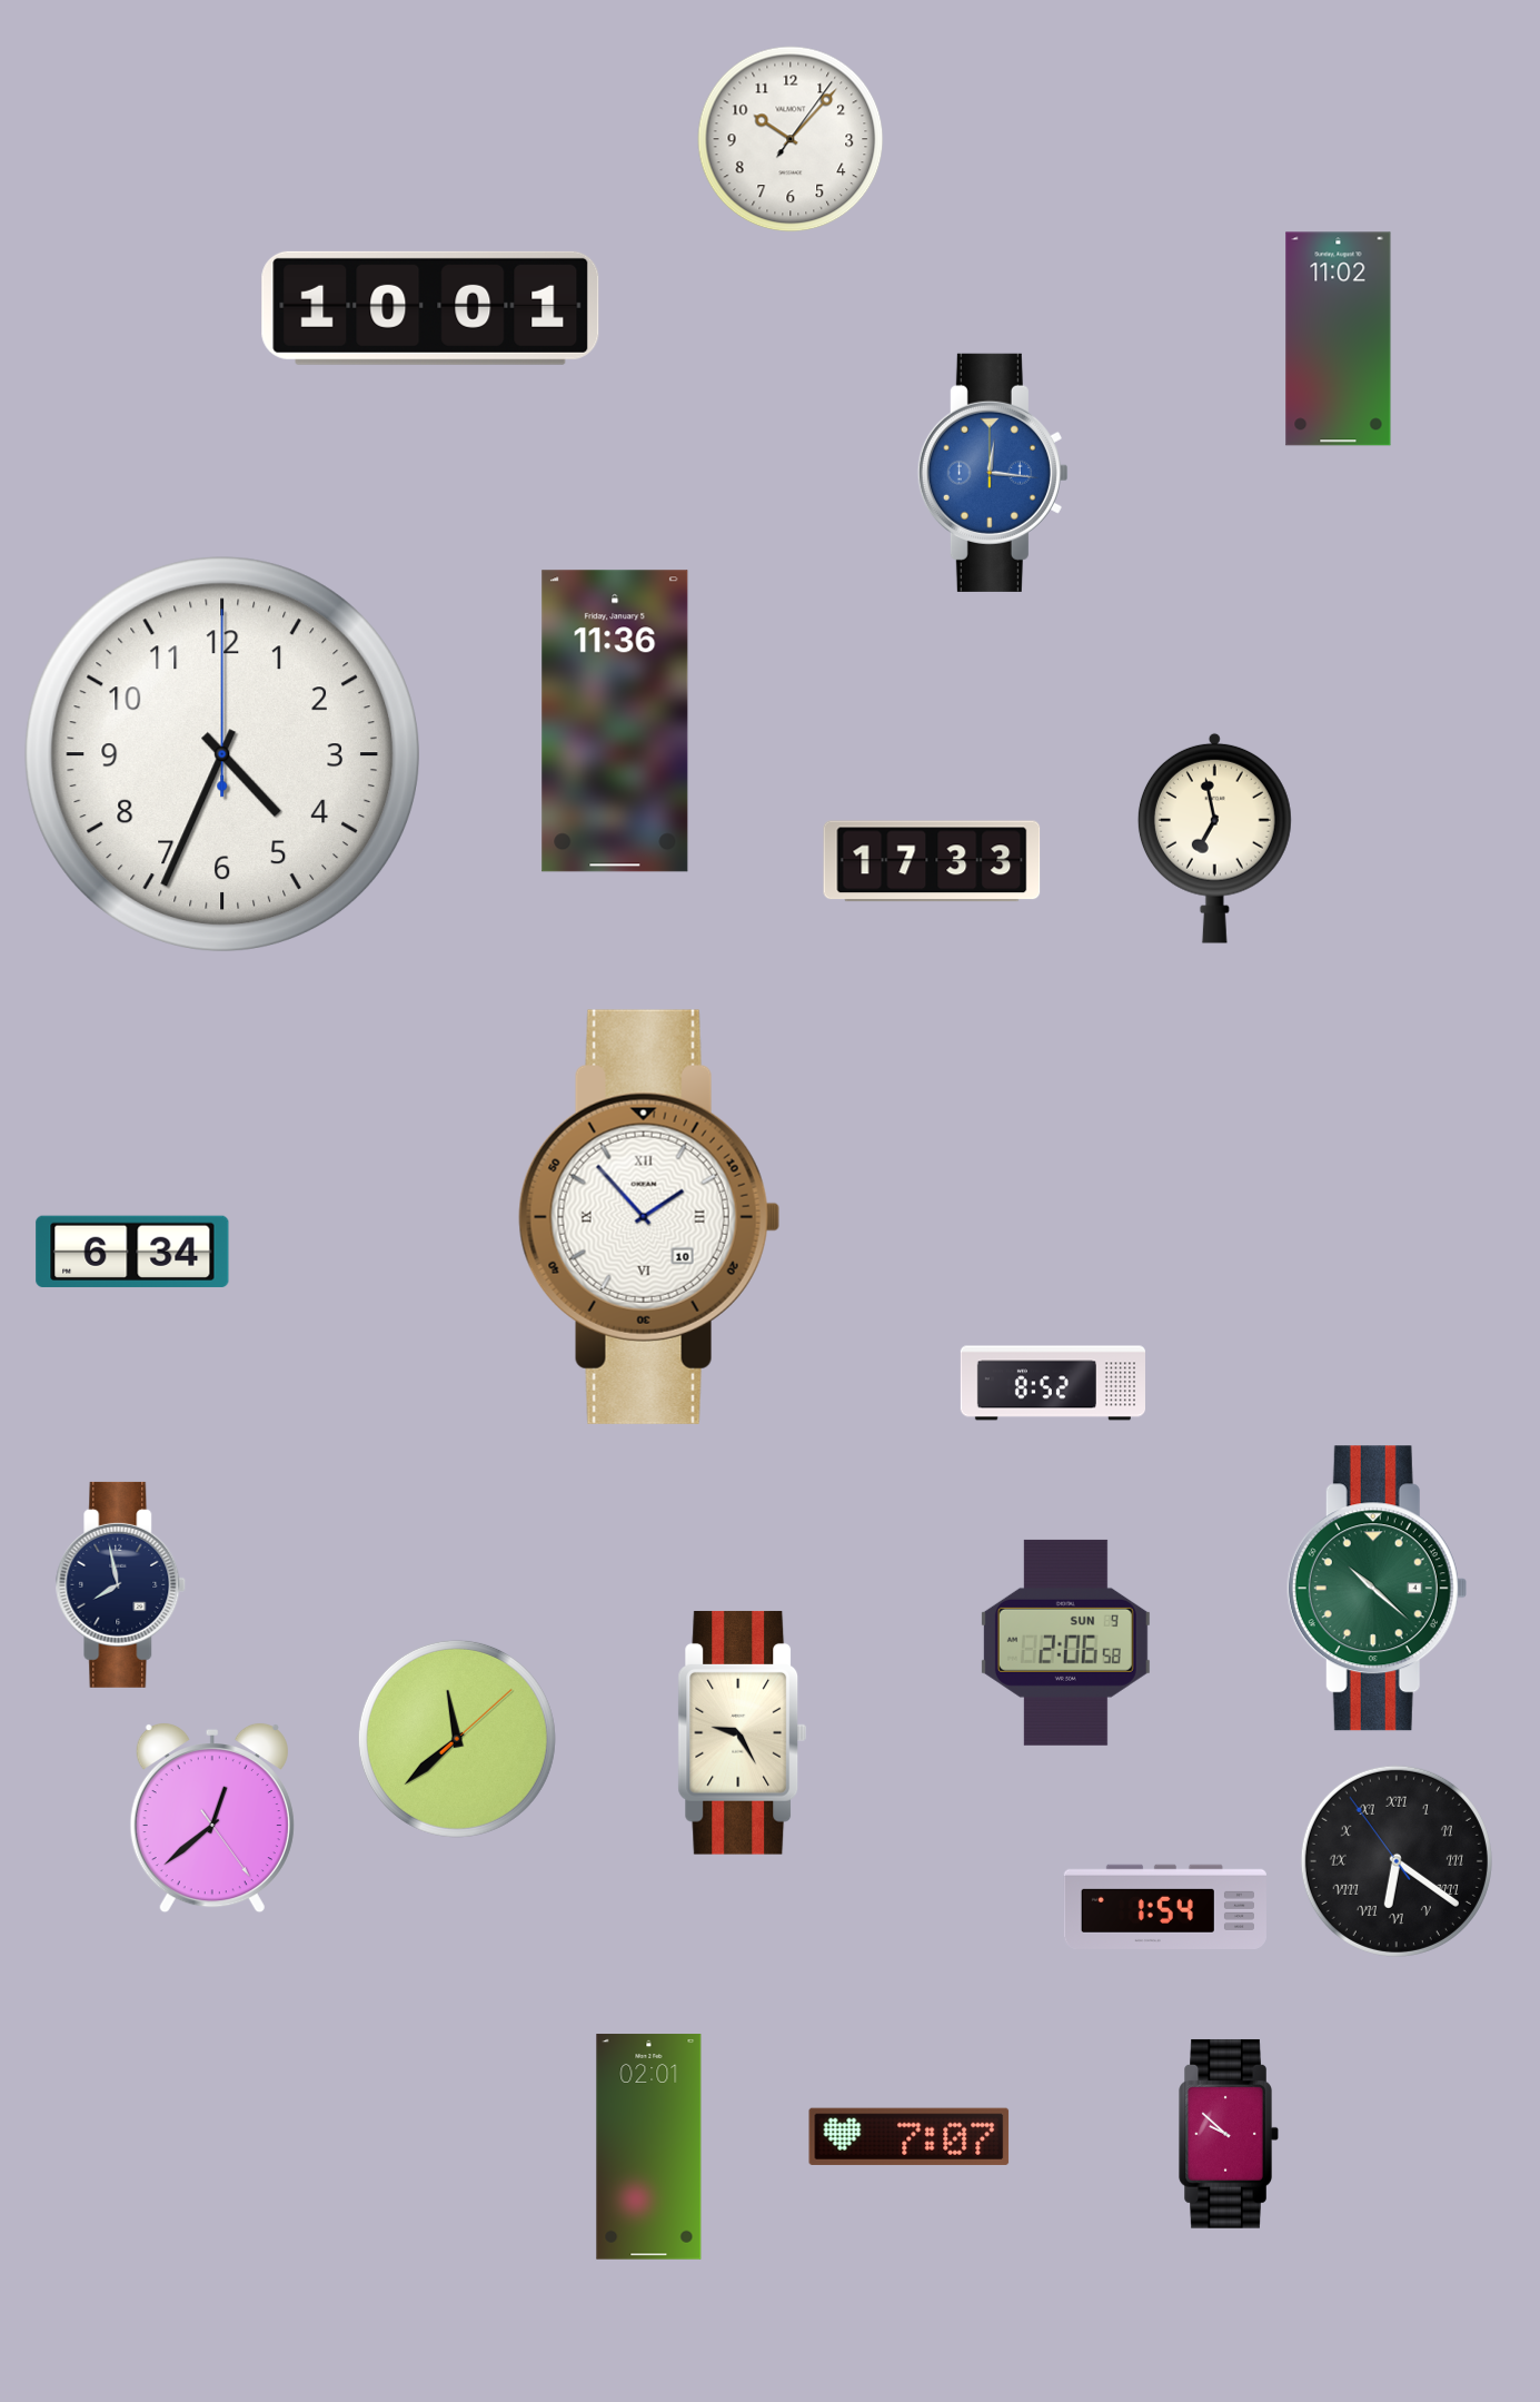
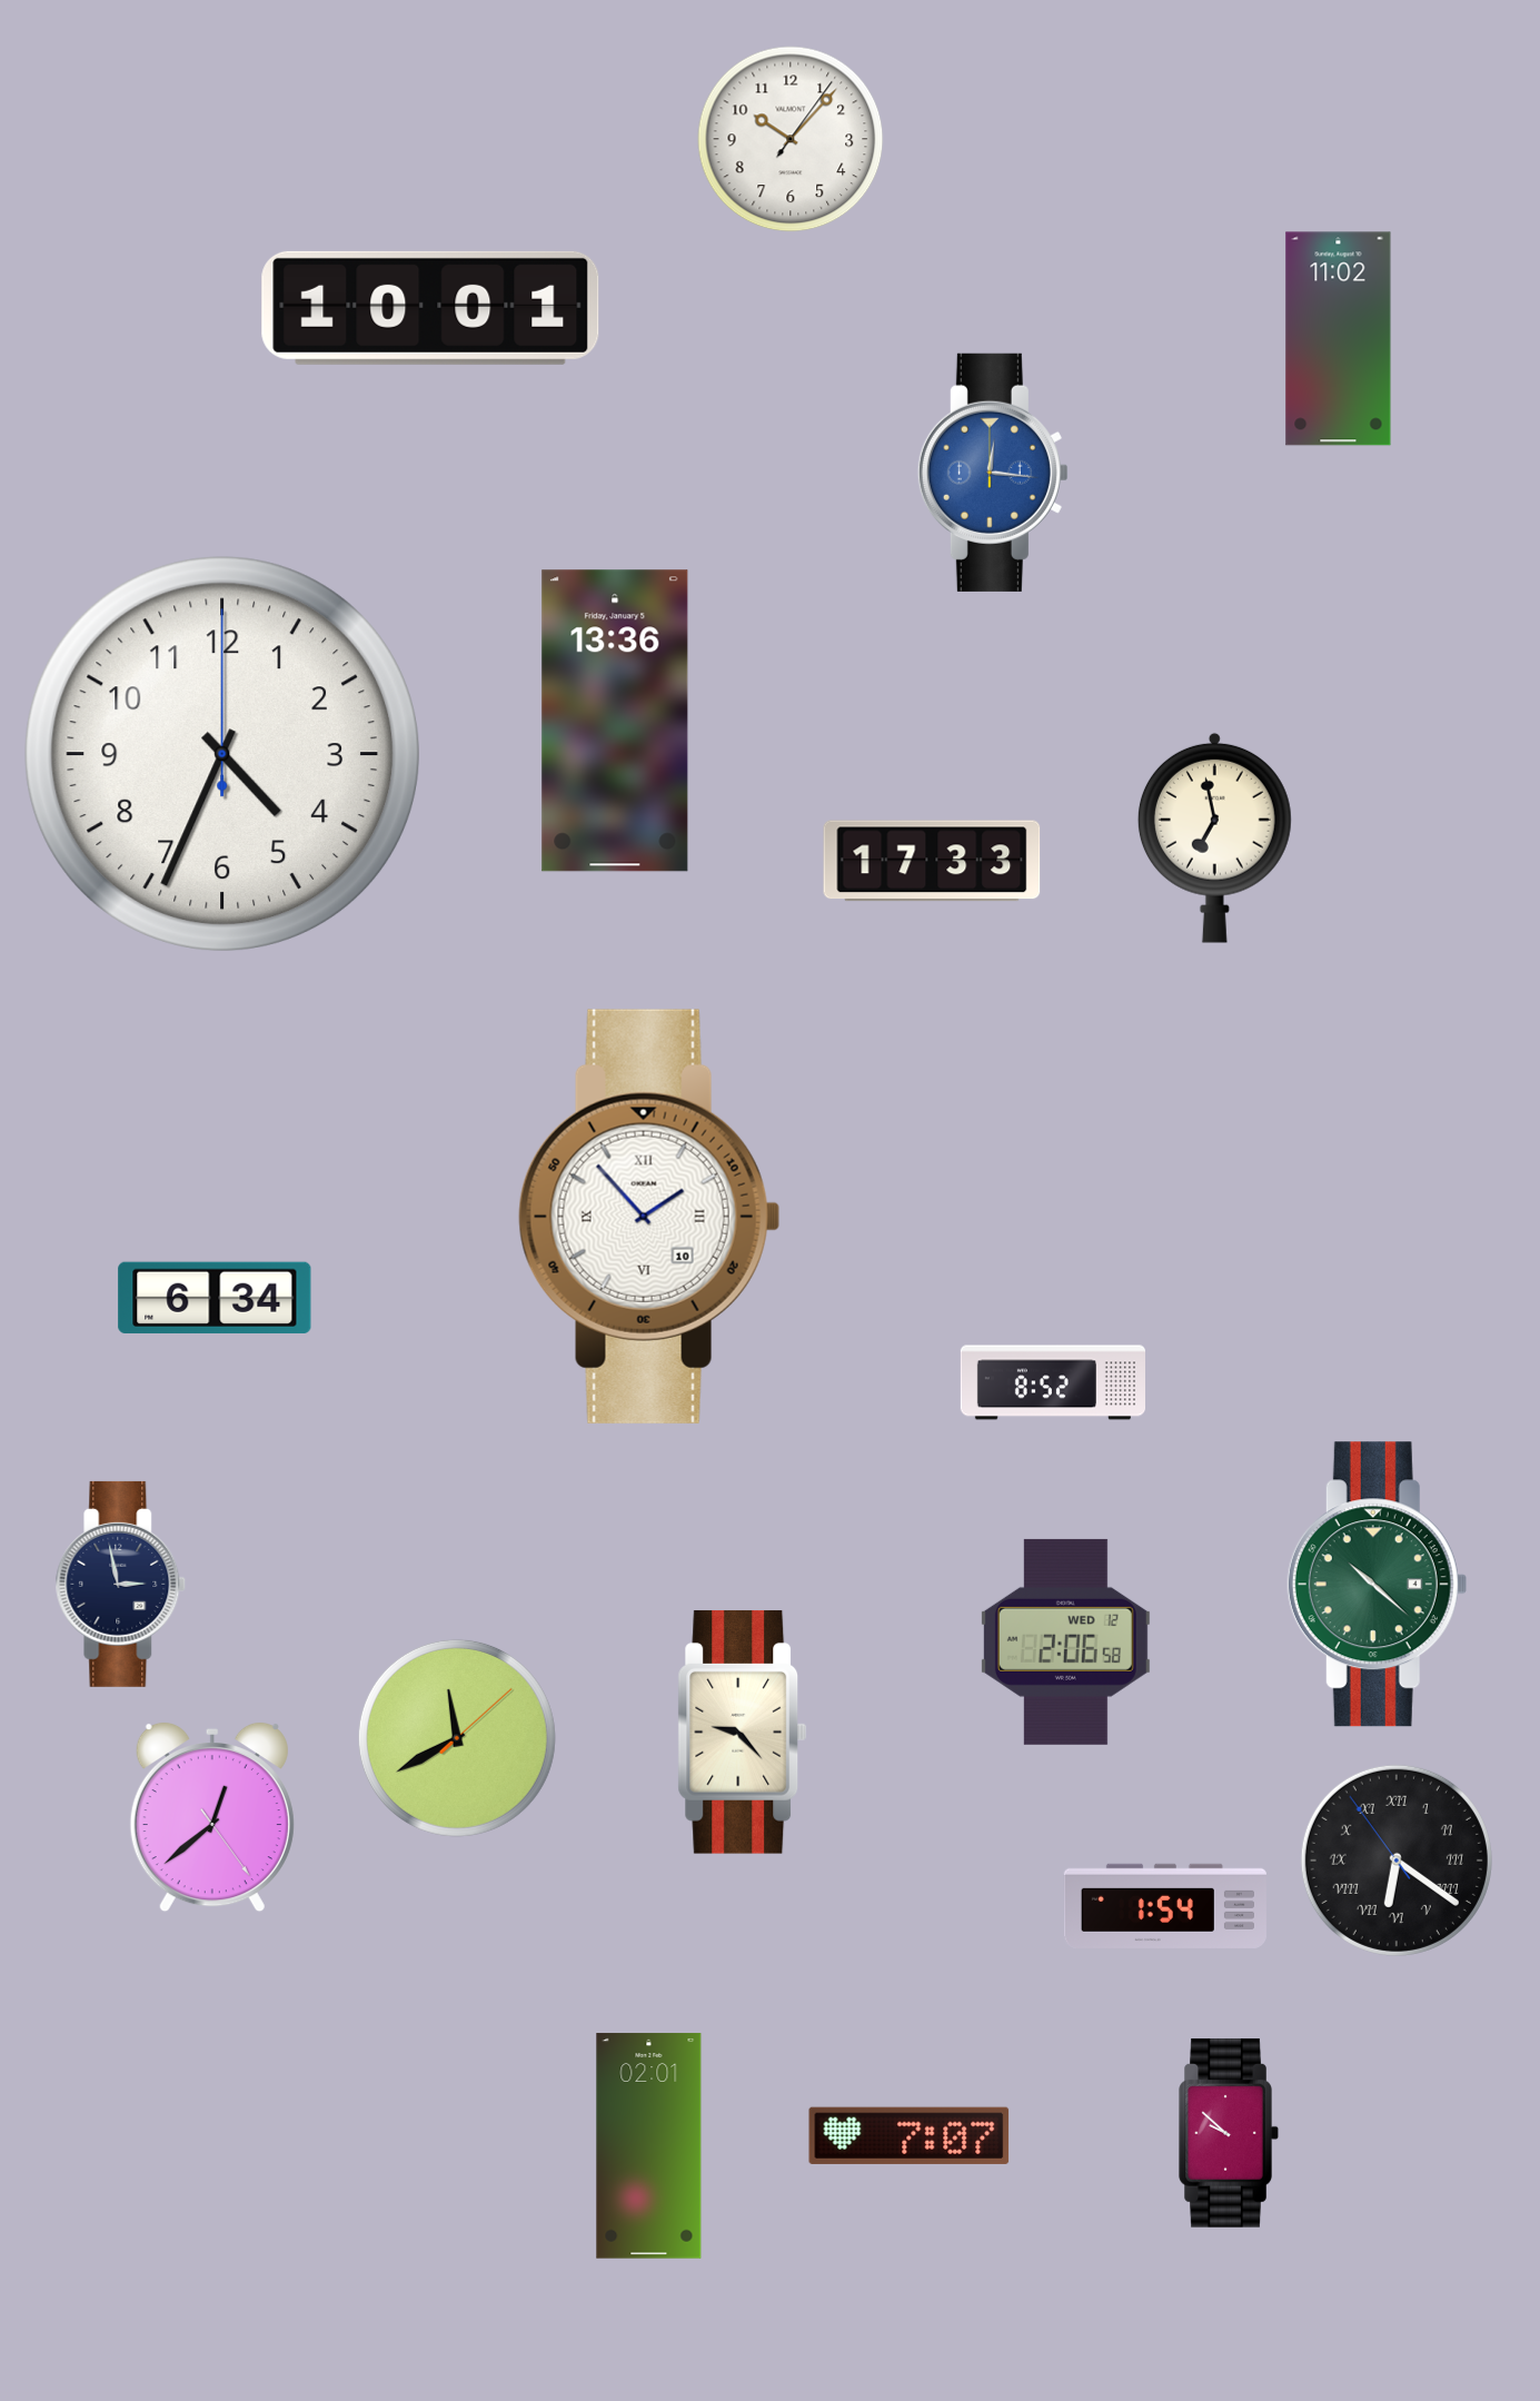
clock at (615, 721): 11:36 -> 13:36
clock at (132, 1252) position: (132, 1252) -> (215, 1298)
clock at (121, 1584): 7:58 -> 2:58
clock at (1377, 1589) position: (1377, 1589) -> (1377, 1585)
clock at (1065, 1642) date: SUN 9 -> WED 12
clock at (743, 1733): 9:25 -> 9:23
clock at (457, 1739): 11:38 -> 11:40
